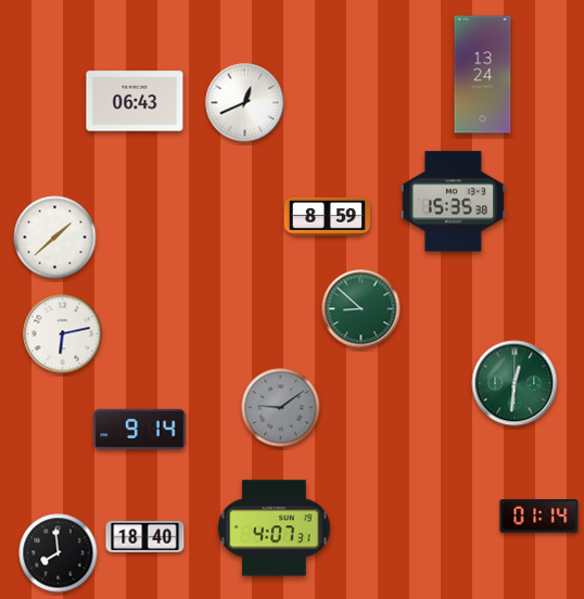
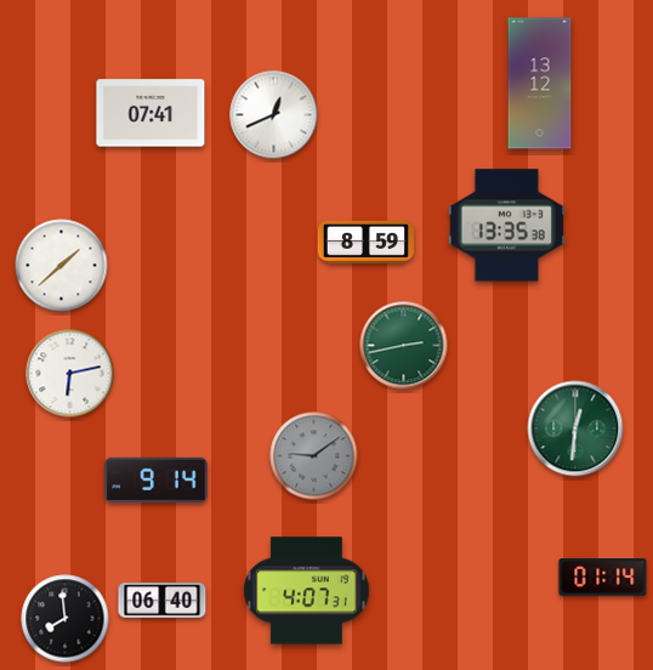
clock at (483, 75): 13:24 -> 13:12
clock at (135, 101): 06:43 -> 07:41
clock at (453, 202): 15:35 -> 13:35
clock at (361, 309): 8:52 -> 2:43
clock at (145, 536): 18:40 -> 06:40
